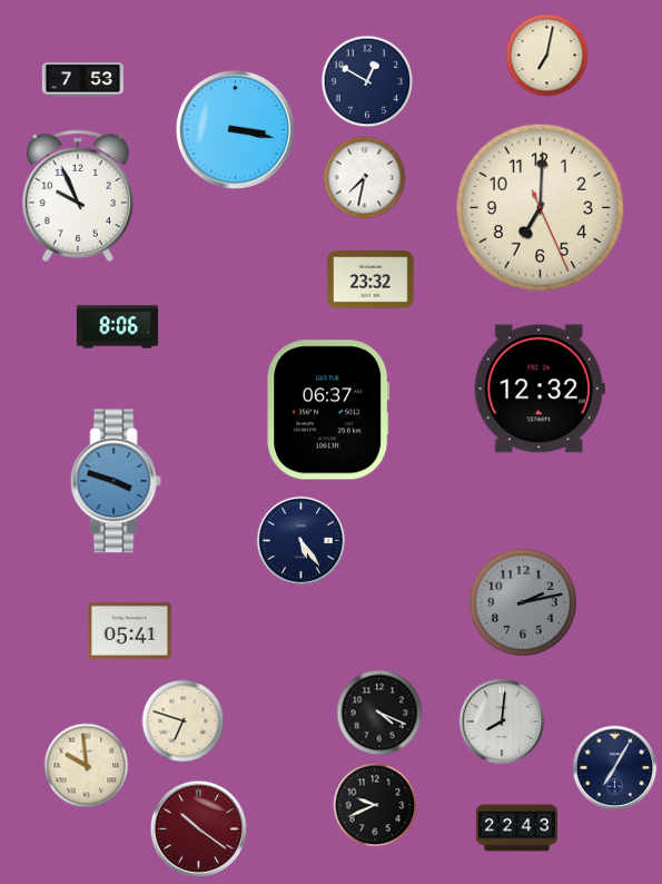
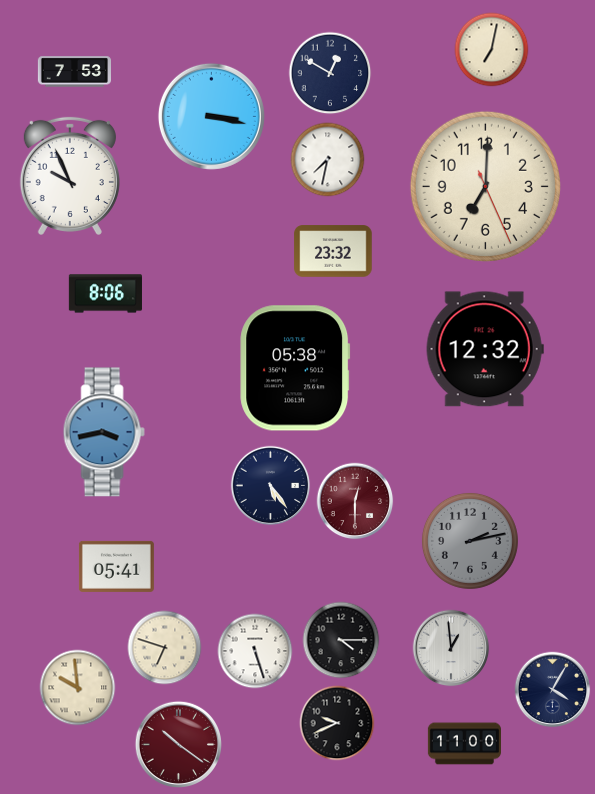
clock at (328, 410): 06:37 -> 05:38
clock at (116, 481): 3:48 -> 3:43
clock at (355, 501): none -> 12:30
clock at (379, 713): 4:19 -> 4:15
clock at (502, 721): 8:01 -> 12:59
clock at (255, 651): none -> 5:27
clock at (615, 768): 7:05 -> 4:05
clock at (516, 828): 22:43 -> 11:00
